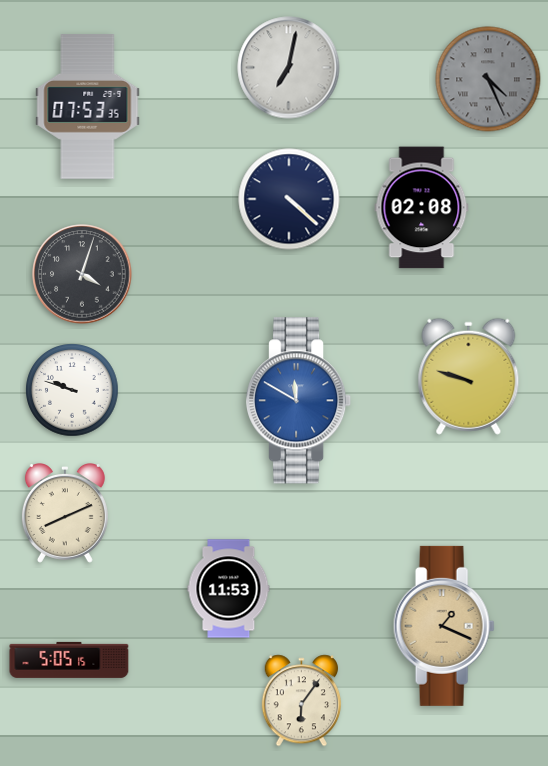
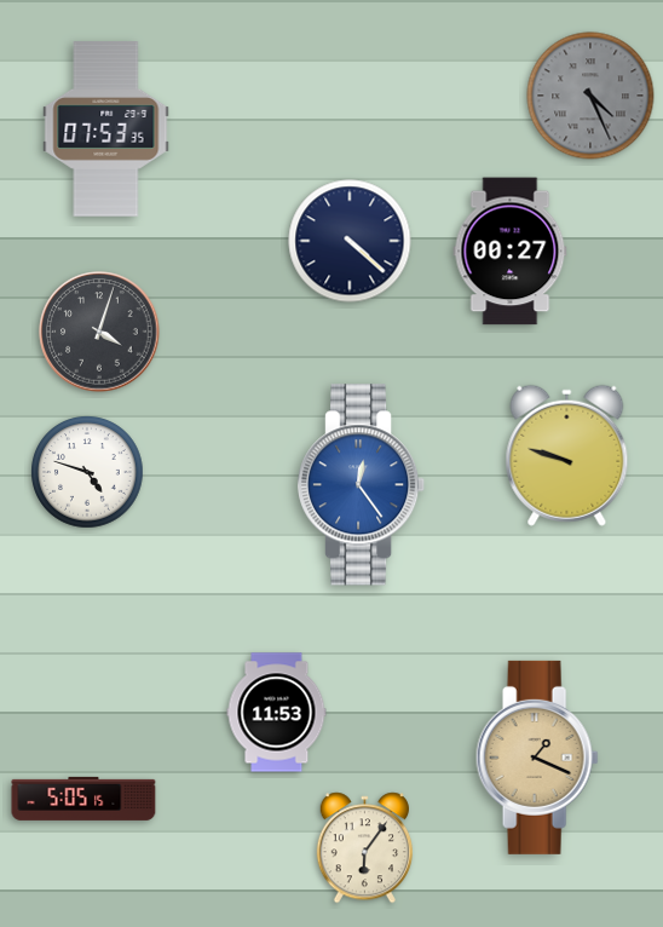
clock at (289, 68): 7:02 -> none
clock at (422, 208): 02:08 -> 00:27
clock at (72, 390): 9:48 -> 4:48
clock at (300, 401): 11:50 -> 12:24
clock at (65, 514): 8:11 -> none
